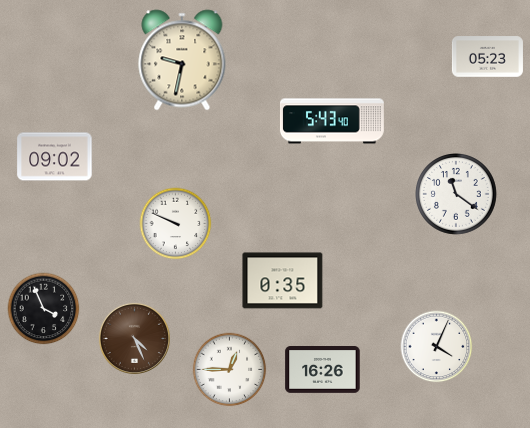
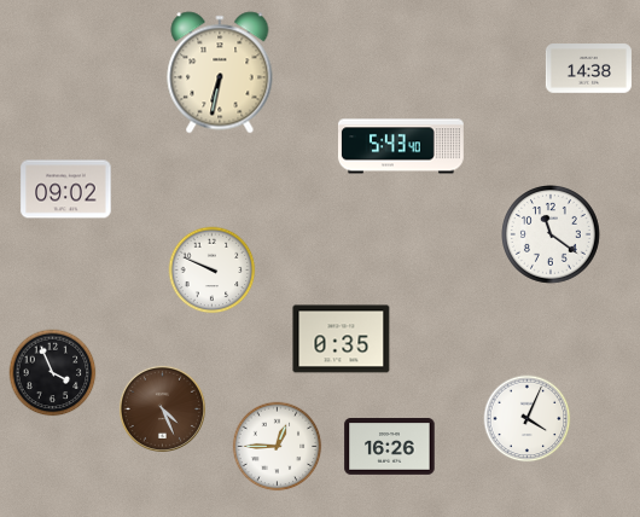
clock at (487, 57): 05:23 -> 14:38
clock at (182, 60): 9:32 -> 6:32
